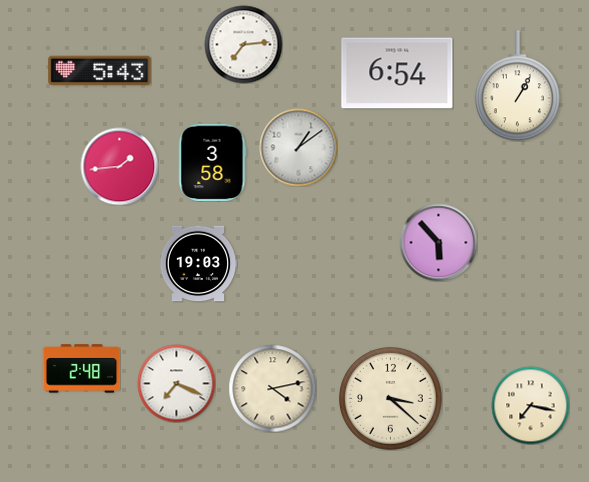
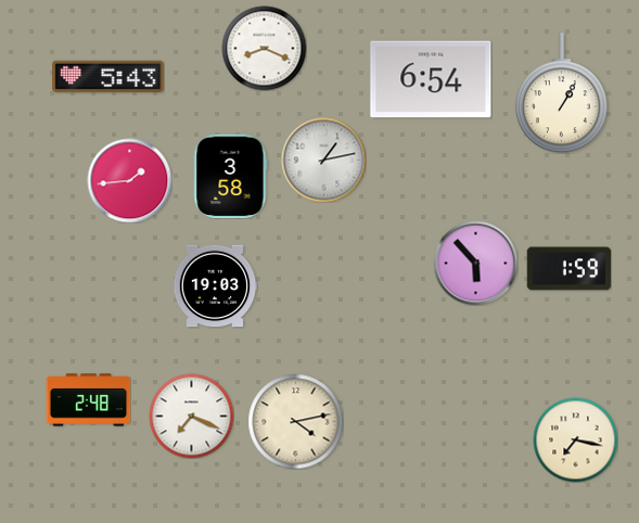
clock at (243, 44): 7:14 -> 8:19
clock at (298, 147): 1:09 -> 1:13
clock at (568, 269): none -> 1:59
clock at (390, 398): 3:22 -> none
